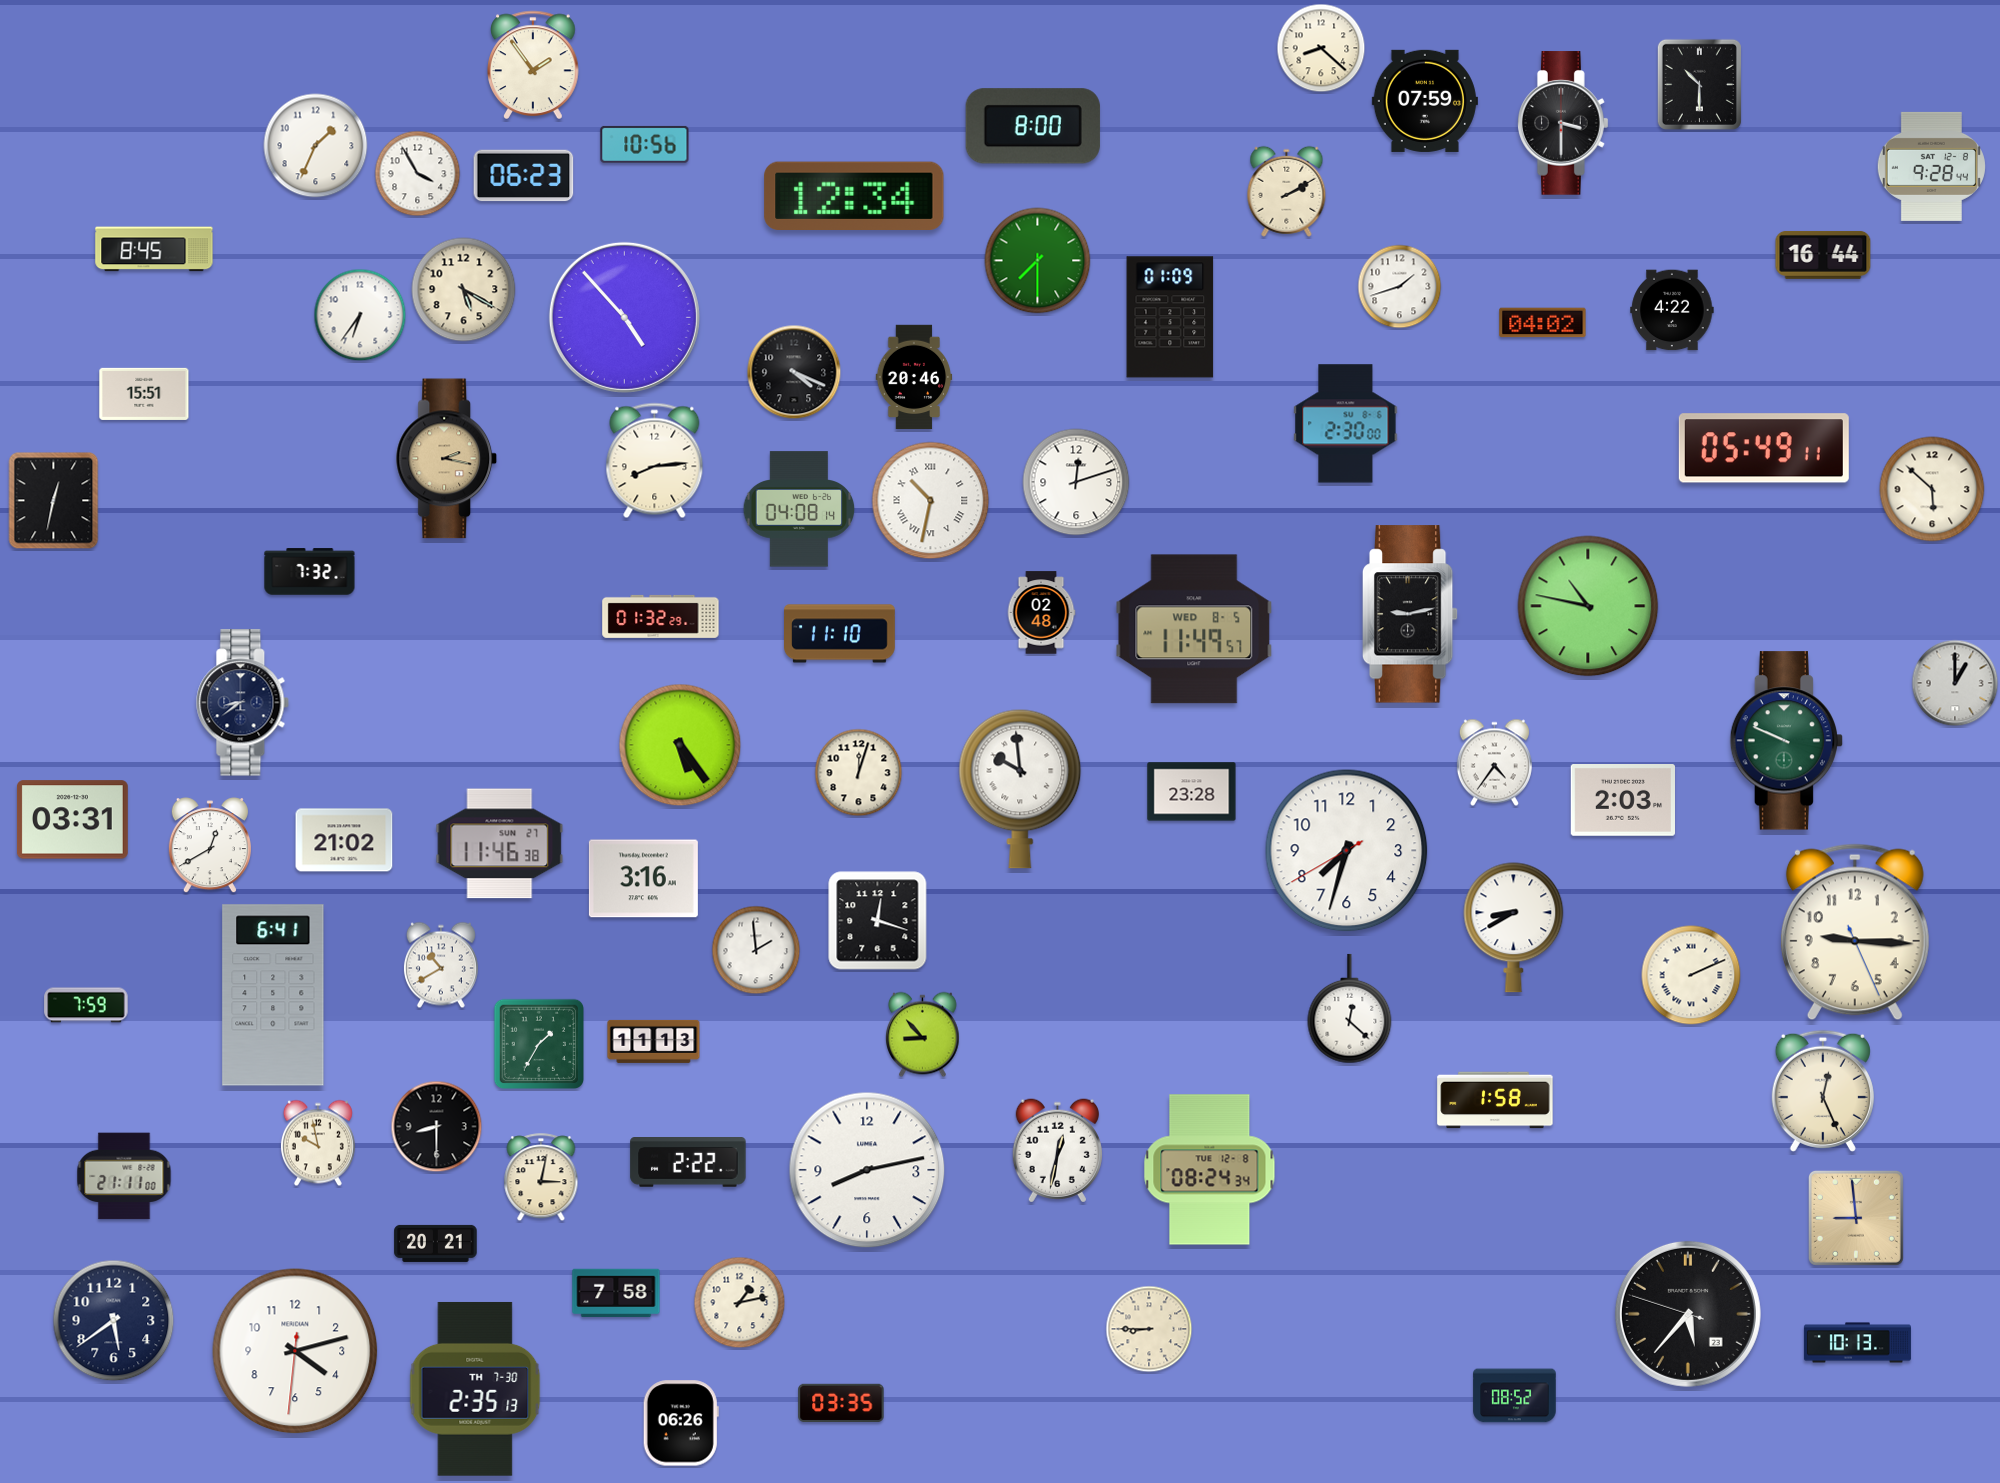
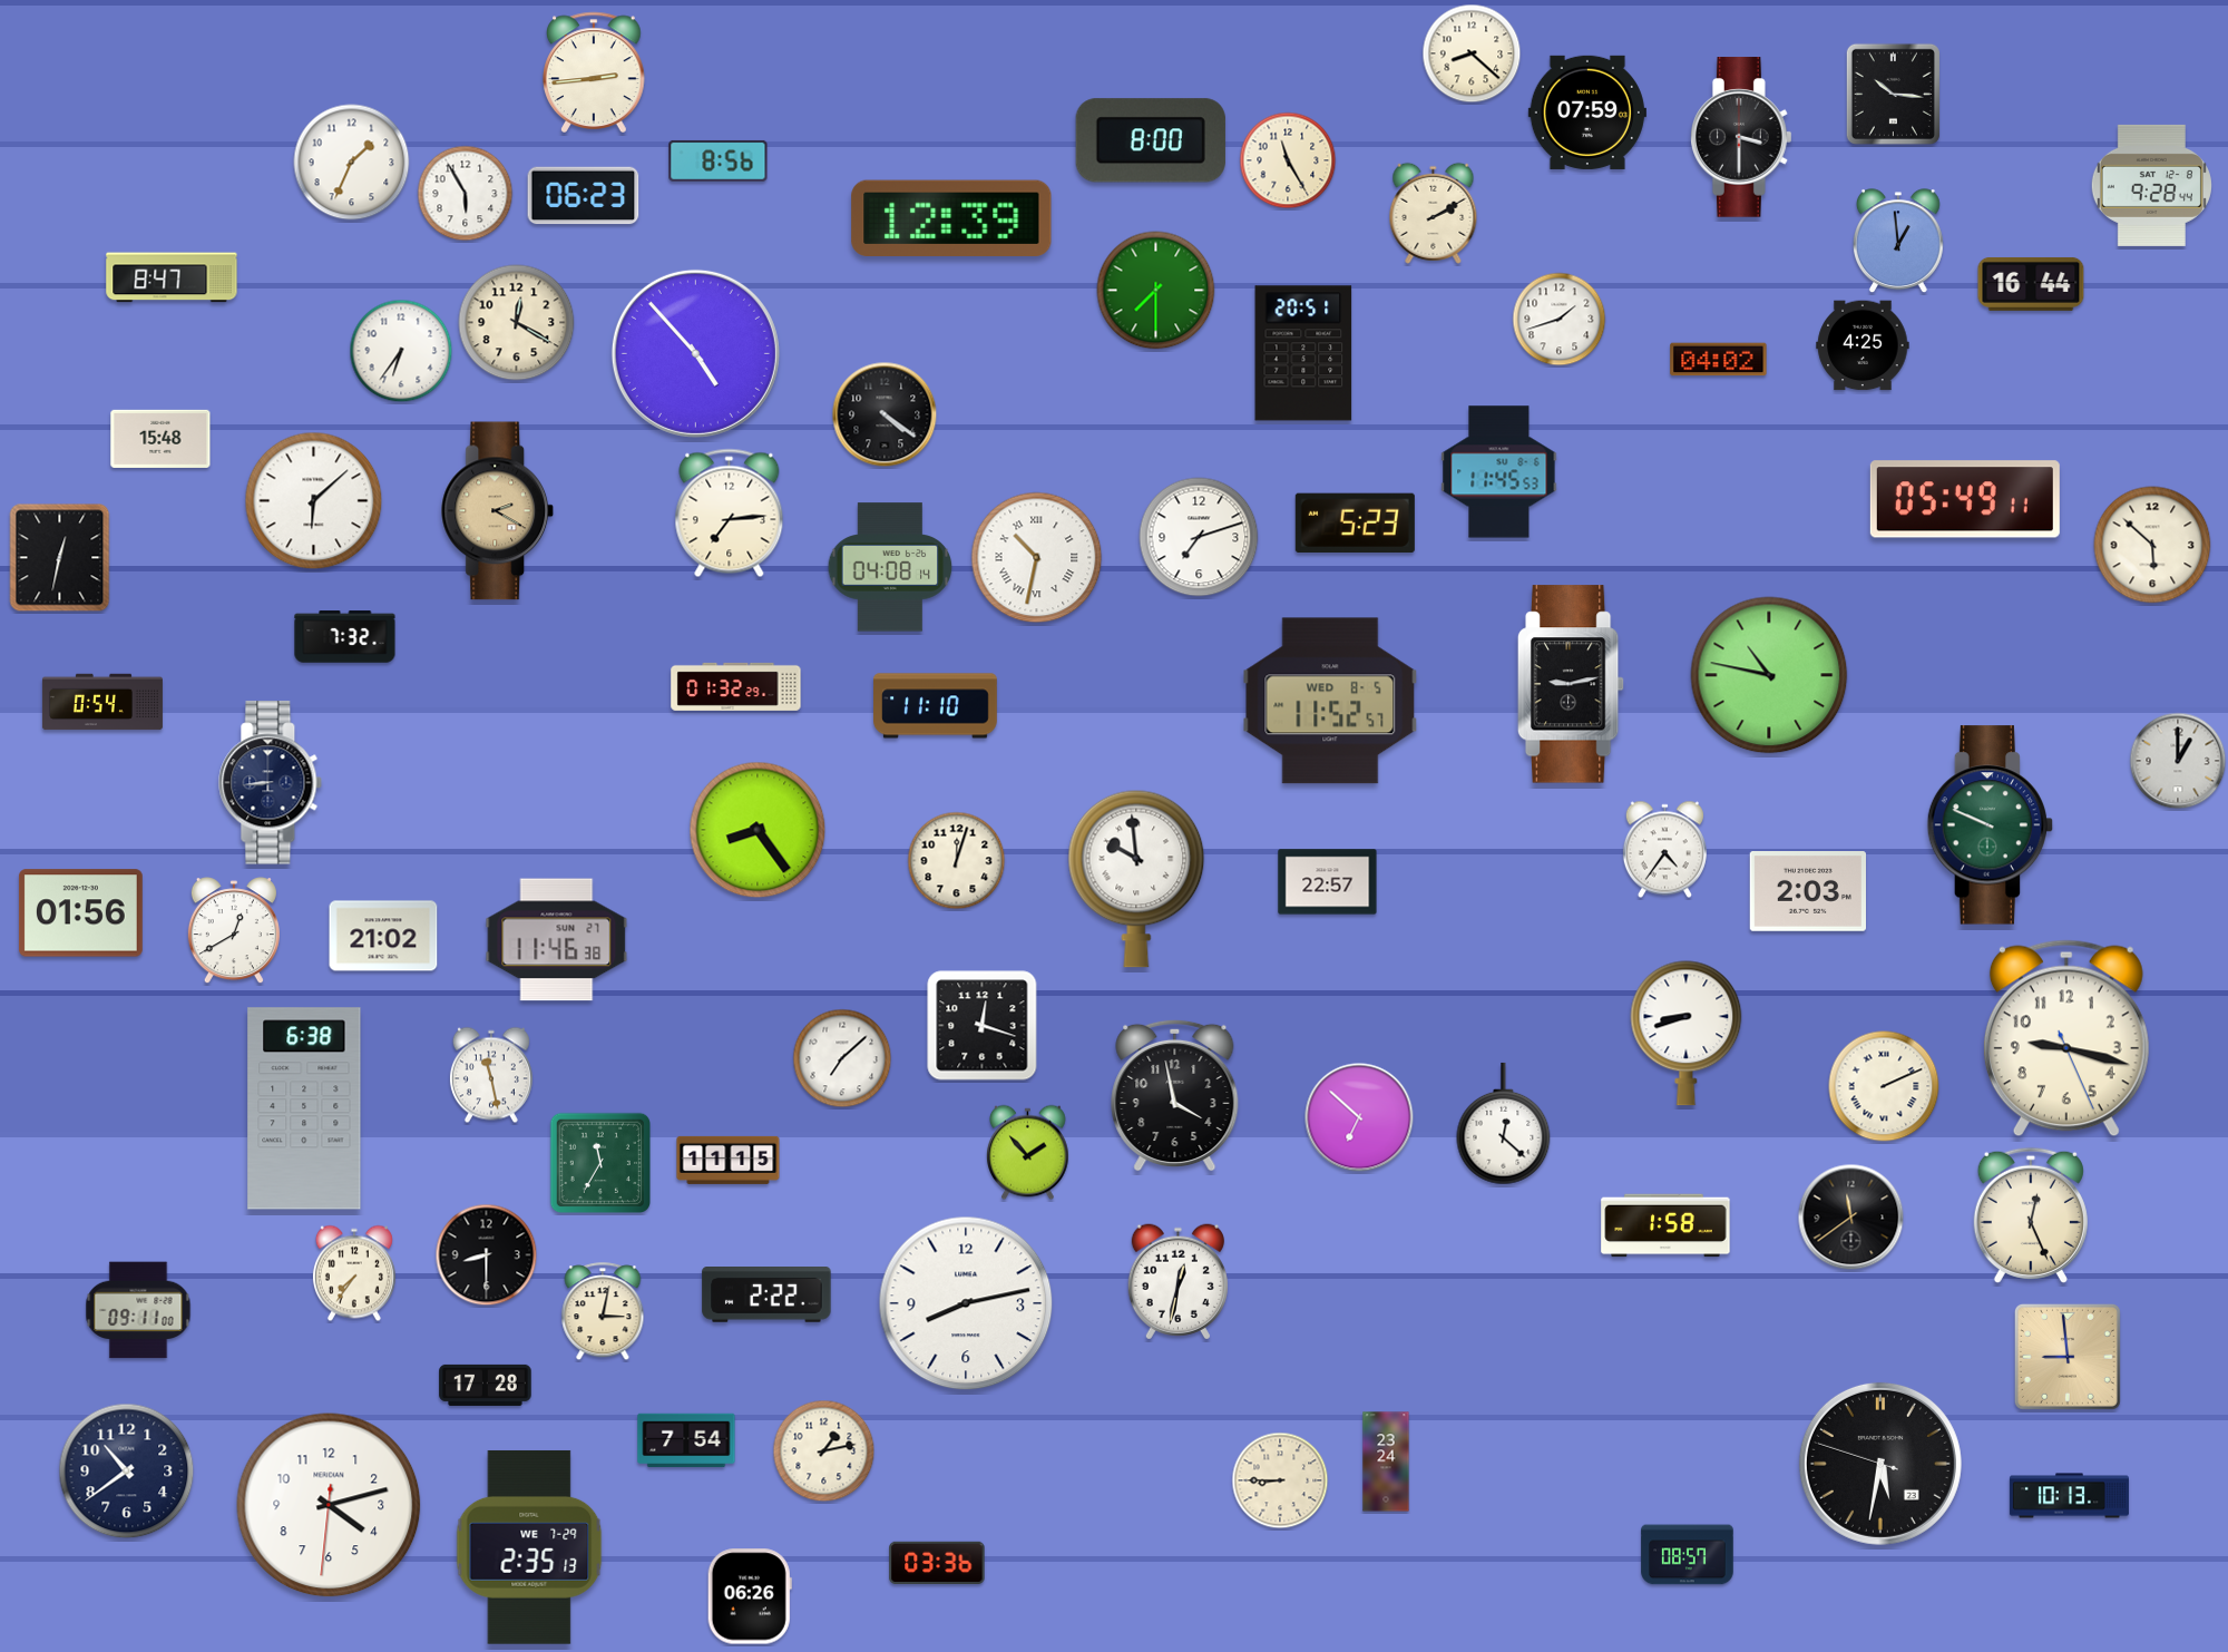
clock at (533, 64): 1:54 -> 2:44
clock at (1699, 84): 10:30 -> 10:16
clock at (645, 144): 10:56 -> 8:56
clock at (1288, 160): none -> 11:25
clock at (418, 174): 3:55 -> 5:55
clock at (854, 195): 12:34 -> 12:39
clock at (1898, 242): none -> 12:59
clock at (154, 249): 8:45 -> 8:47
clock at (464, 290): 5:20 -> 12:20
clock at (1672, 310): 4:22 -> 4:25
clock at (1170, 317): 01:09 -> 20:51
clock at (794, 372): 4:19 -> 4:21
clock at (914, 377): 20:46 -> none
clock at (144, 394): 15:51 -> 15:48
clock at (1346, 424): 2:30 -> 11:45
clock at (314, 501): none -> 6:08
clock at (447, 459): 2:17 -> 2:20
clock at (655, 461): 8:14 -> 7:14
clock at (1355, 522): none -> 5:23
clock at (1076, 482): 12:12 -> 7:12
clock at (1041, 613): 02:48 -> none
clock at (1194, 629): 11:49 -> 11:52
clock at (102, 702): none -> 0:54
clock at (243, 703): 8:39 -> 8:44
clock at (680, 745): 5:24 -> 8:24
clock at (1192, 792): 23:28 -> 22:57
clock at (72, 820): 03:31 -> 01:56
clock at (210, 846) position: (210, 846) -> (234, 931)
clock at (1347, 851): 7:32 -> none
clock at (643, 879): 3:16 -> none
clock at (878, 921) position: (878, 921) -> (983, 1026)
clock at (1514, 928): 8:40 -> 8:42
clock at (1855, 932): 9:15 -> 9:17
clock at (756, 950): 1:59 -> 7:08
clock at (441, 965): 10:40 -> 11:28
clock at (1175, 1095): none -> 3:58
clock at (273, 995): 6:41 -> 6:38
clock at (1359, 1117): none -> 6:52
clock at (86, 1005): 7:59 -> none
clock at (923, 1035): 8:53 -> 1:53
clock at (654, 1041): 11:13 -> 11:15
clock at (538, 1043): 1:35 -> 11:35
clock at (1851, 1218): none -> 11:39
clock at (318, 1143): 9:58 -> 7:36
clock at (1210, 1170): 08:24 -> none
clock at (124, 1176): 21:11 -> 09:11
clock at (436, 1243): 20:21 -> 17:28
clock at (616, 1293): 7:58 -> 7:54
clock at (1386, 1462): none -> 23:24
clock at (1688, 1314): 5:36 -> 5:31
clock at (114, 1321): 5:39 -> 10:39
clock at (475, 1389) date: TH 7-30 -> WE 7-29
clock at (1515, 1396): 08:52 -> 08:57
clock at (841, 1402): 03:35 -> 03:36
clock at (681, 1423) position: (681, 1423) -> (750, 1596)
